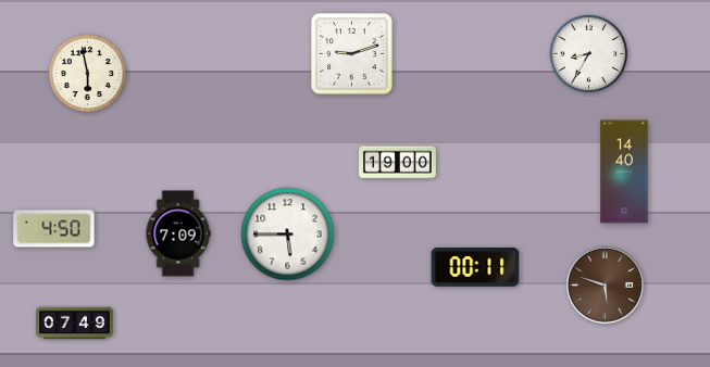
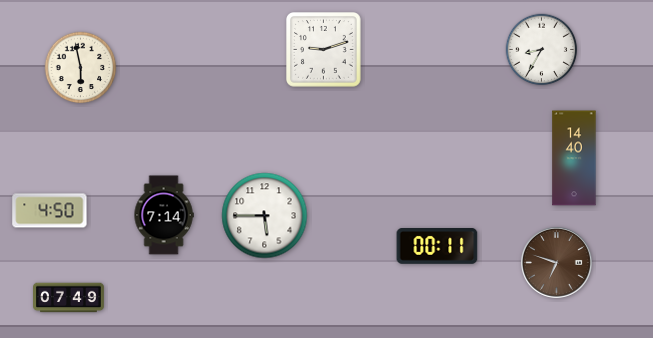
clock at (398, 163): 19:00 -> none
clock at (178, 233): 7:09 -> 7:14
clock at (606, 286): 5:48 -> 6:48
